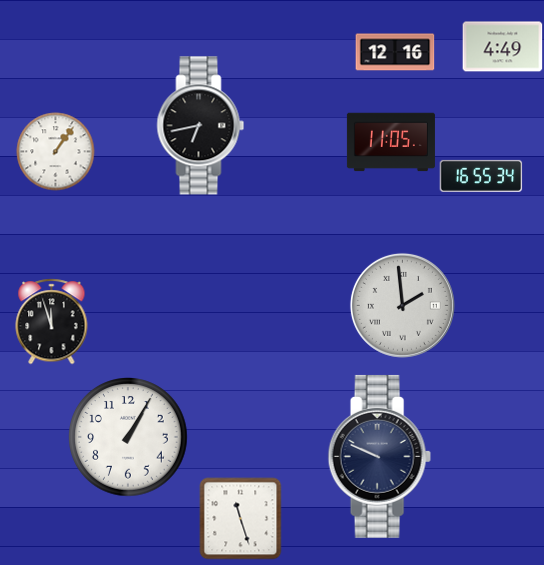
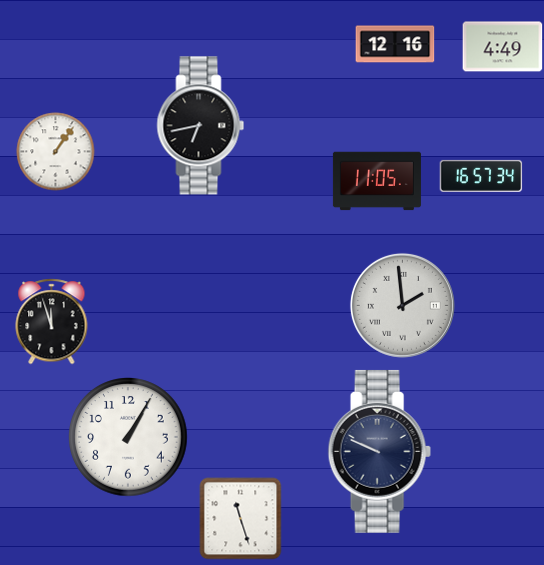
clock at (395, 52) position: (395, 52) -> (395, 44)
clock at (391, 142) position: (391, 142) -> (377, 181)
clock at (481, 176): 16:55 -> 16:57
clock at (379, 456) position: (379, 456) -> (379, 451)
